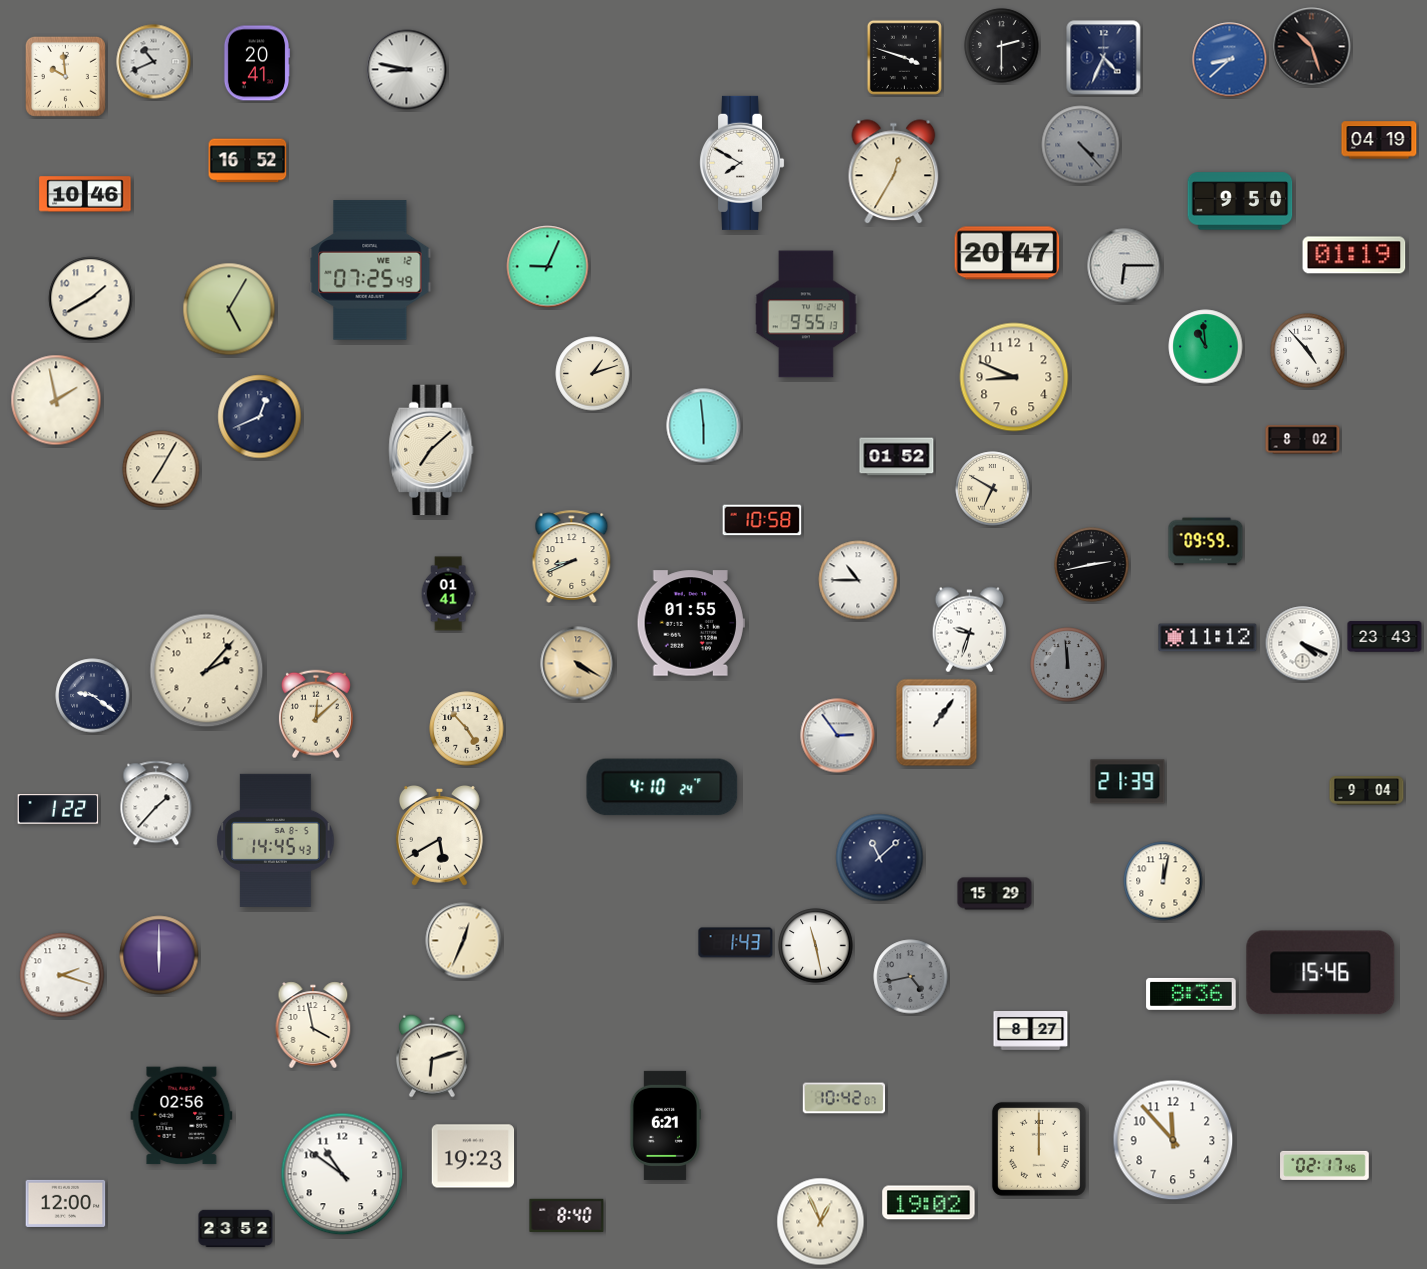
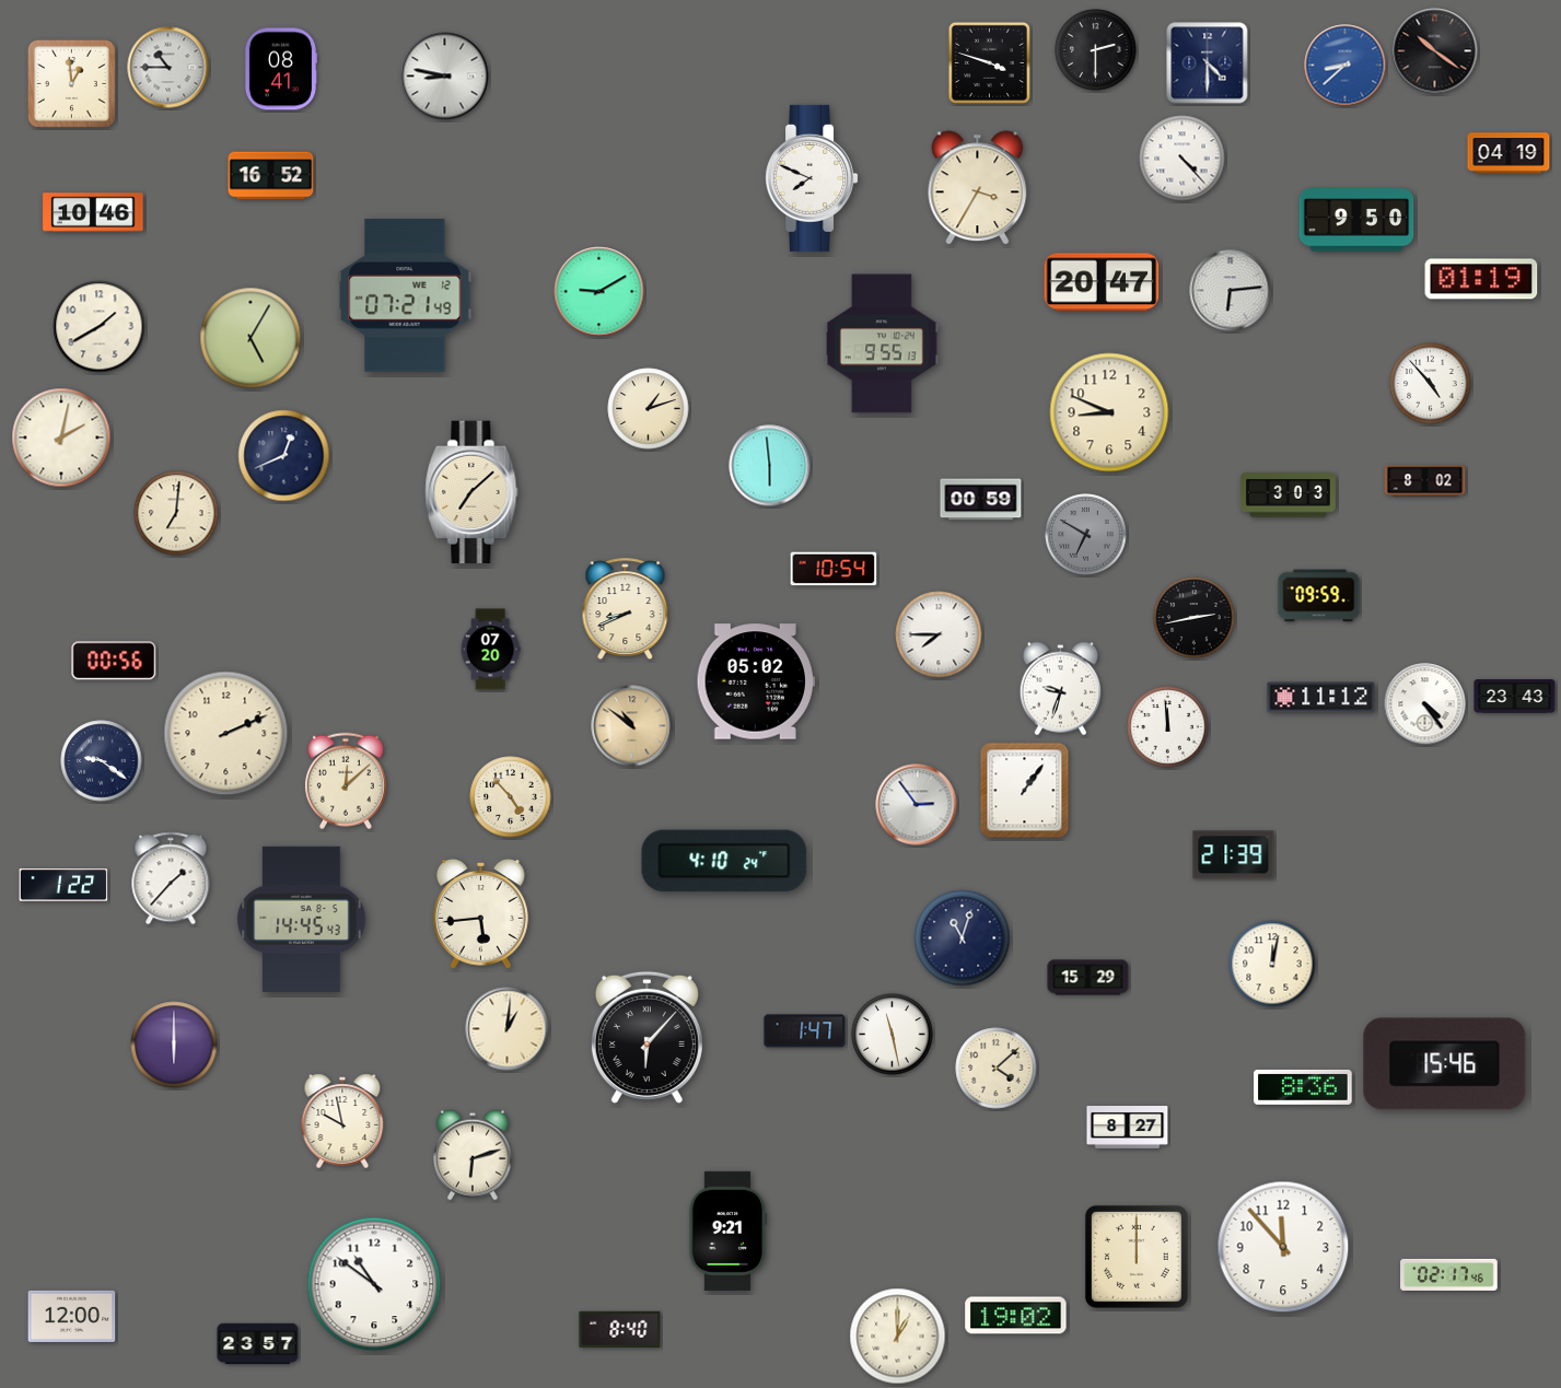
clock at (1312, 47): 10:27 -> 10:21
clock at (1104, 58): 4:34 -> 4:30
clock at (154, 62): 10:41 -> 10:45
clock at (257, 63): 20:41 -> 08:41
clock at (65, 76): 9:59 -> 12:59
clock at (1081, 145) dial: grey -> white
clock at (742, 163): 7:50 -> 7:49
clock at (894, 172): 12:35 -> 3:35
clock at (1007, 253) position: (1007, 253) -> (1102, 282)
clock at (1125, 266): 6:15 -> 6:14
clock at (548, 267): 9:04 -> 9:10
clock at (370, 270): 07:25 -> 07:21
clock at (1206, 347): 10:59 -> none
clock at (56, 400): 1:58 -> 2:02
clock at (1288, 495): none -> 3:03
clock at (897, 457): 01:52 -> 00:59
clock at (161, 469): 7:05 -> 7:01
clock at (993, 489) dial: cream -> grey
clock at (762, 520): 10:58 -> 10:54
clock at (1206, 542) position: (1206, 542) -> (1319, 596)
clock at (858, 580): 10:45 -> 7:45
clock at (448, 594): 01:41 -> 07:20
clock at (114, 661): none -> 00:56
clock at (691, 623): 01:55 -> 05:02
clock at (1303, 644): 4:19 -> 4:24
clock at (578, 664): 4:20 -> 10:51
clock at (1068, 665) dial: grey -> white
clock at (207, 671): 2:07 -> 2:11
clock at (1367, 791): 9:04 -> none
clock at (439, 836): 5:40 -> 5:44
clock at (880, 858): 11:08 -> 11:03
clock at (464, 941): 12:34 -> 1:01
clock at (736, 943): 1:43 -> 1:47
clock at (646, 1037): none -> 6:07
clock at (62, 975): 2:18 -> none
clock at (911, 977): 4:43 -> 4:08
clock at (911, 977) dial: grey -> cream
clock at (313, 1025): 3:58 -> 9:58
clock at (844, 1098): 10:42 -> none
clock at (182, 1116): 02:56 -> none
clock at (665, 1125): 6:21 -> 9:21
clock at (473, 1156): 19:23 -> none
clock at (821, 1222): 12:56 -> 1:00
clock at (236, 1229): 23:52 -> 23:57
